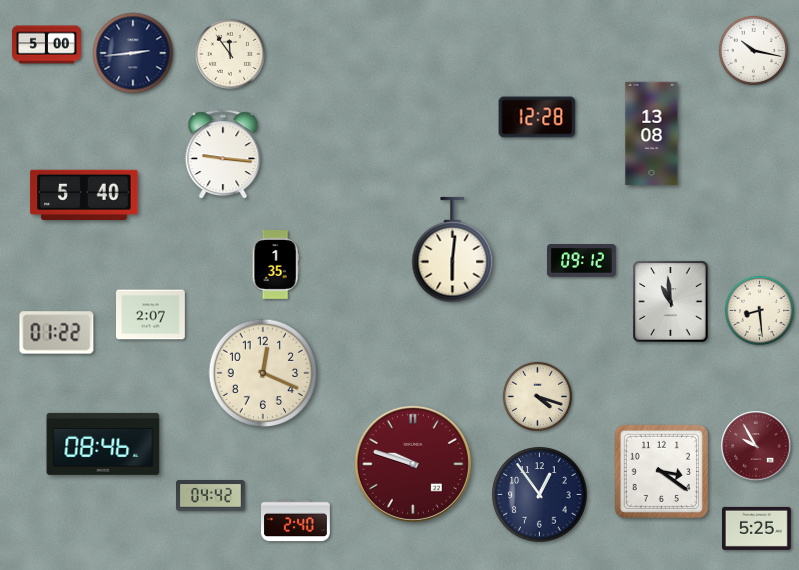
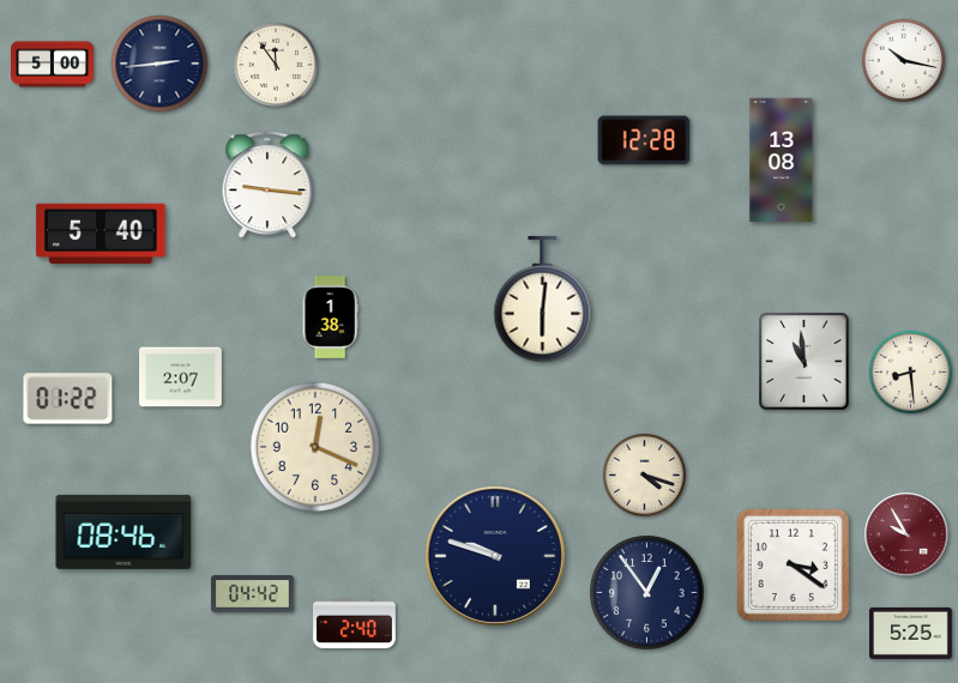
clock at (47, 45) position: (47, 45) -> (53, 65)
clock at (582, 261): 09:12 -> none
clock at (275, 265): 1:35 -> 1:38
clock at (413, 464) dial: burgundy -> navy
clock at (757, 528) position: (757, 528) -> (911, 633)
